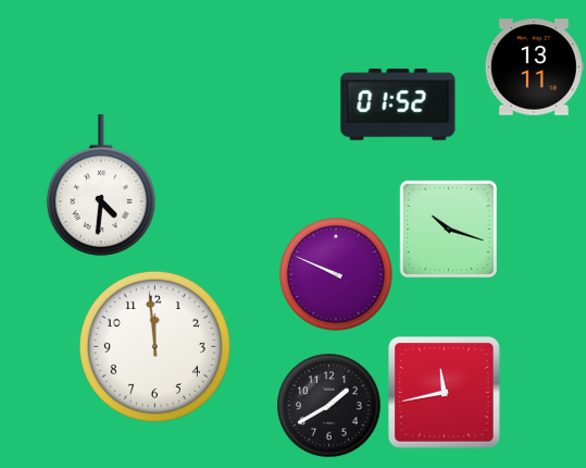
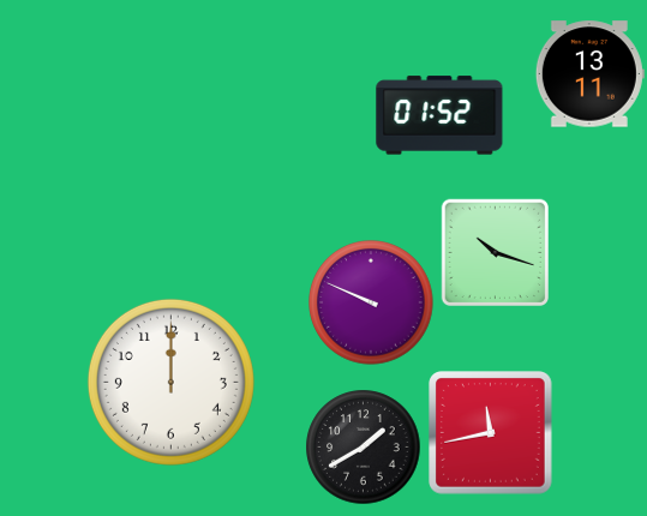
clock at (101, 185): 4:31 -> none
clock at (154, 346): 11:59 -> 12:00
